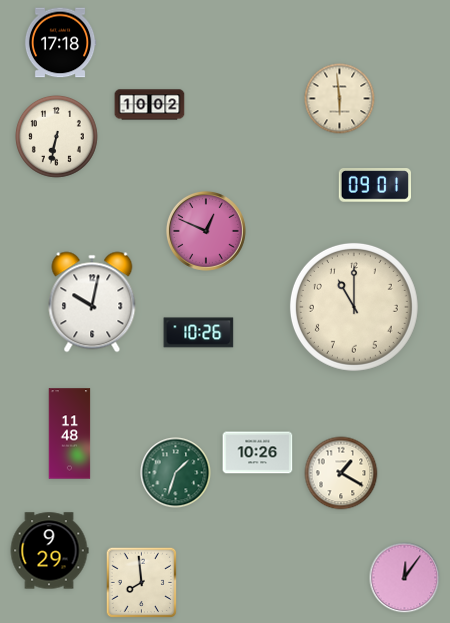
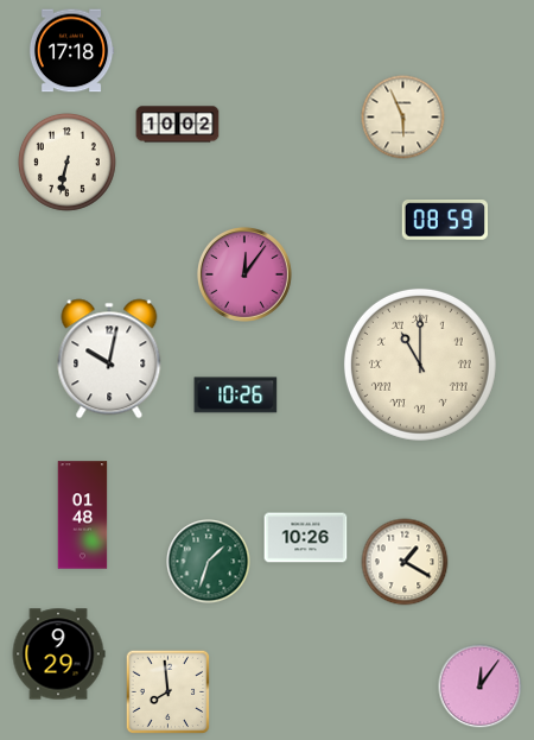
clock at (340, 99): 5:59 -> 5:56
clock at (374, 185): 09:01 -> 08:59
clock at (206, 231): 12:49 -> 12:06
clock at (354, 307) numerals: Arabic -> Roman
clock at (70, 434): 11:48 -> 01:48
